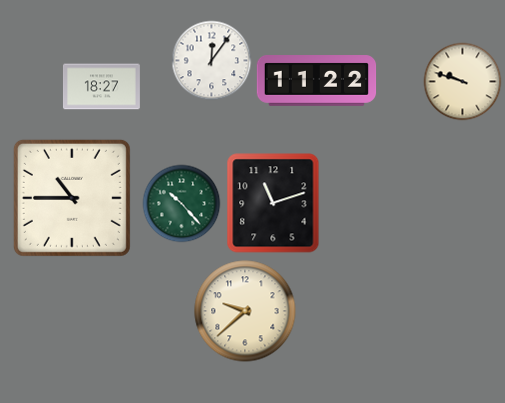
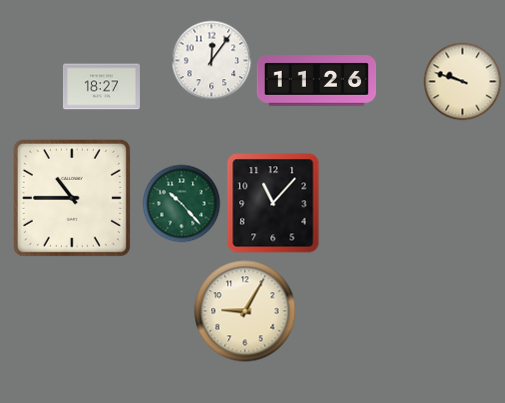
clock at (317, 81): 11:22 -> 11:26
clock at (273, 203): 11:12 -> 11:07
clock at (245, 311): 9:38 -> 9:05
